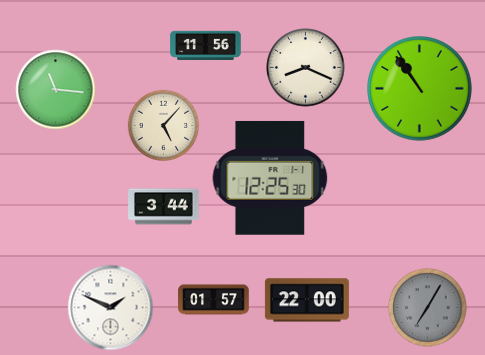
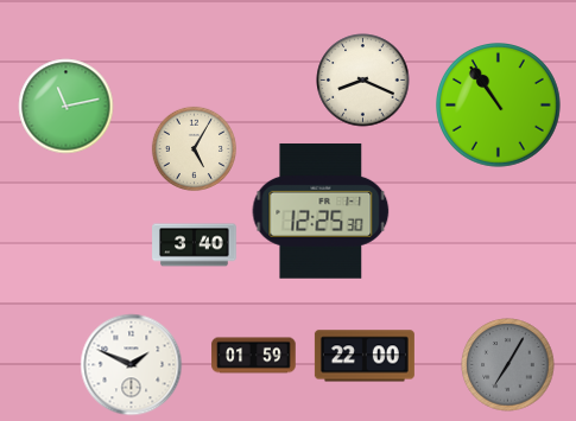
clock at (206, 45): 11:56 -> none
clock at (56, 90): 11:16 -> 11:13
clock at (163, 125): 5:07 -> 5:05
clock at (164, 207): 3:44 -> 3:40
clock at (214, 300): 01:57 -> 01:59
